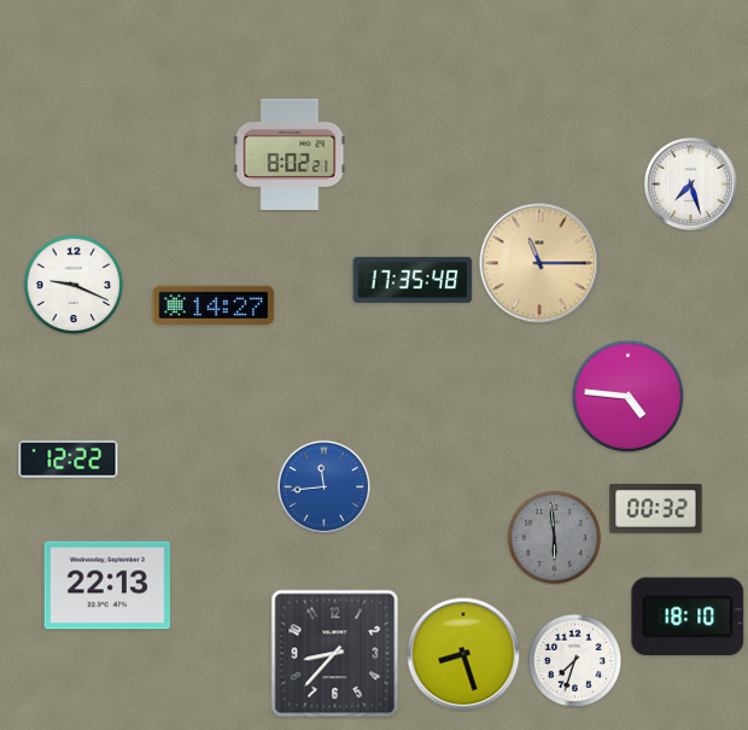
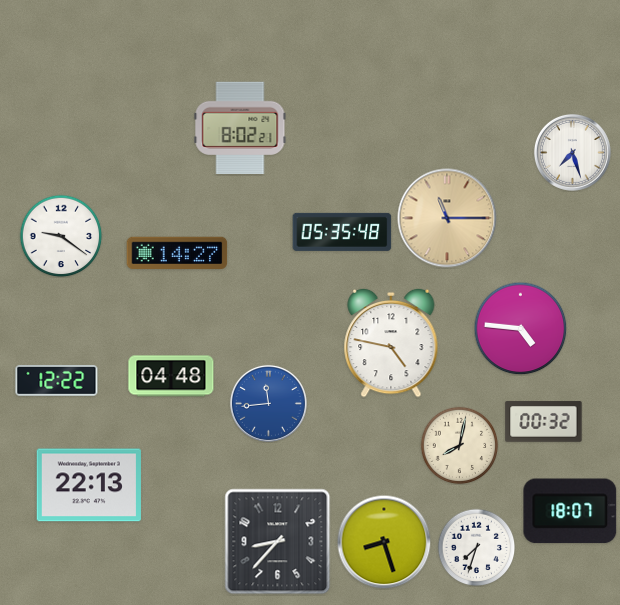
clock at (413, 280): 17:35 -> 05:35
clock at (74, 285): 9:19 -> 9:21
clock at (391, 343): none -> 4:47
clock at (171, 376): none -> 04:48
clock at (554, 537): 5:59 -> 8:02
clock at (554, 537) dial: grey -> cream
clock at (688, 617): 18:10 -> 18:07
